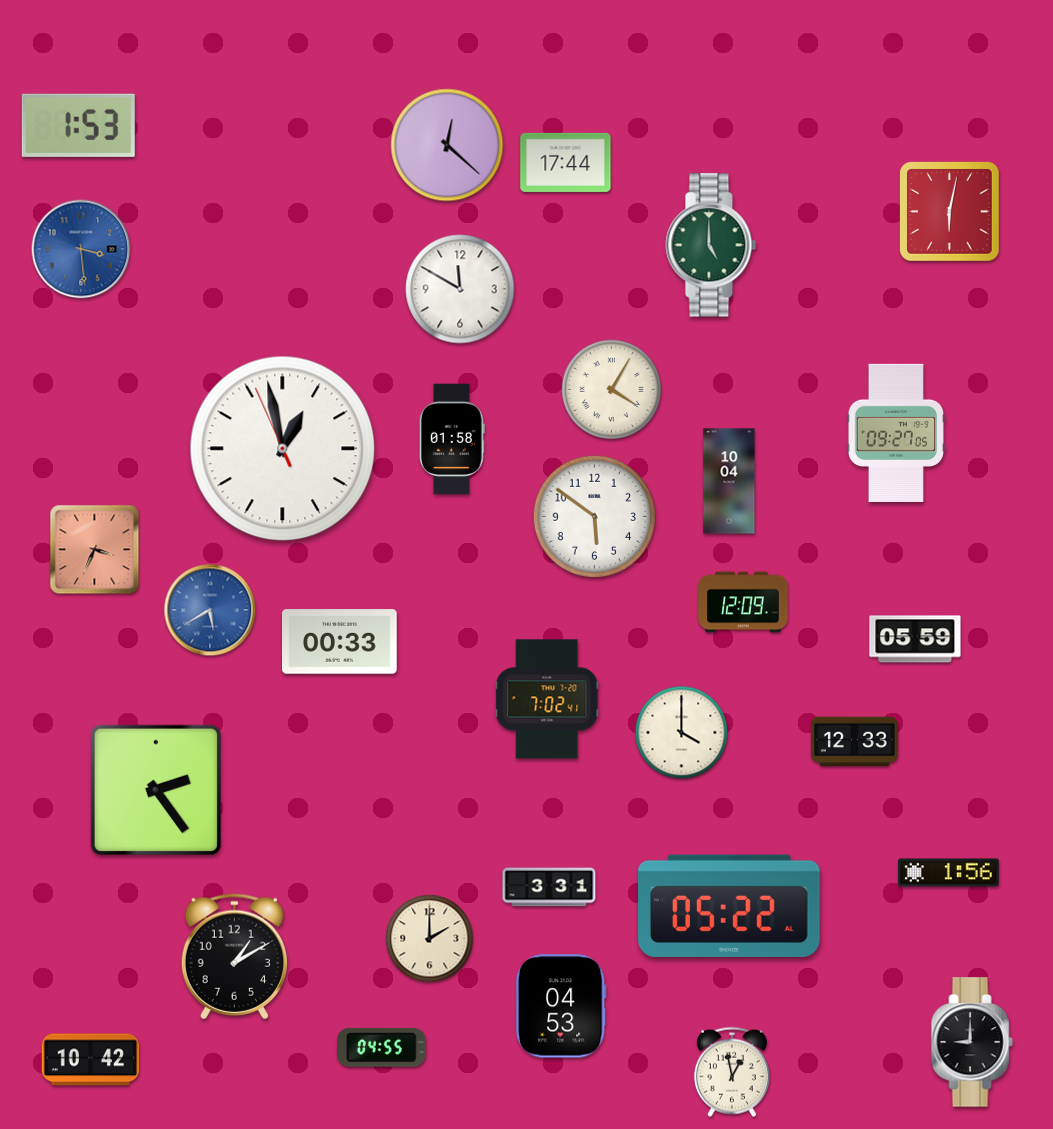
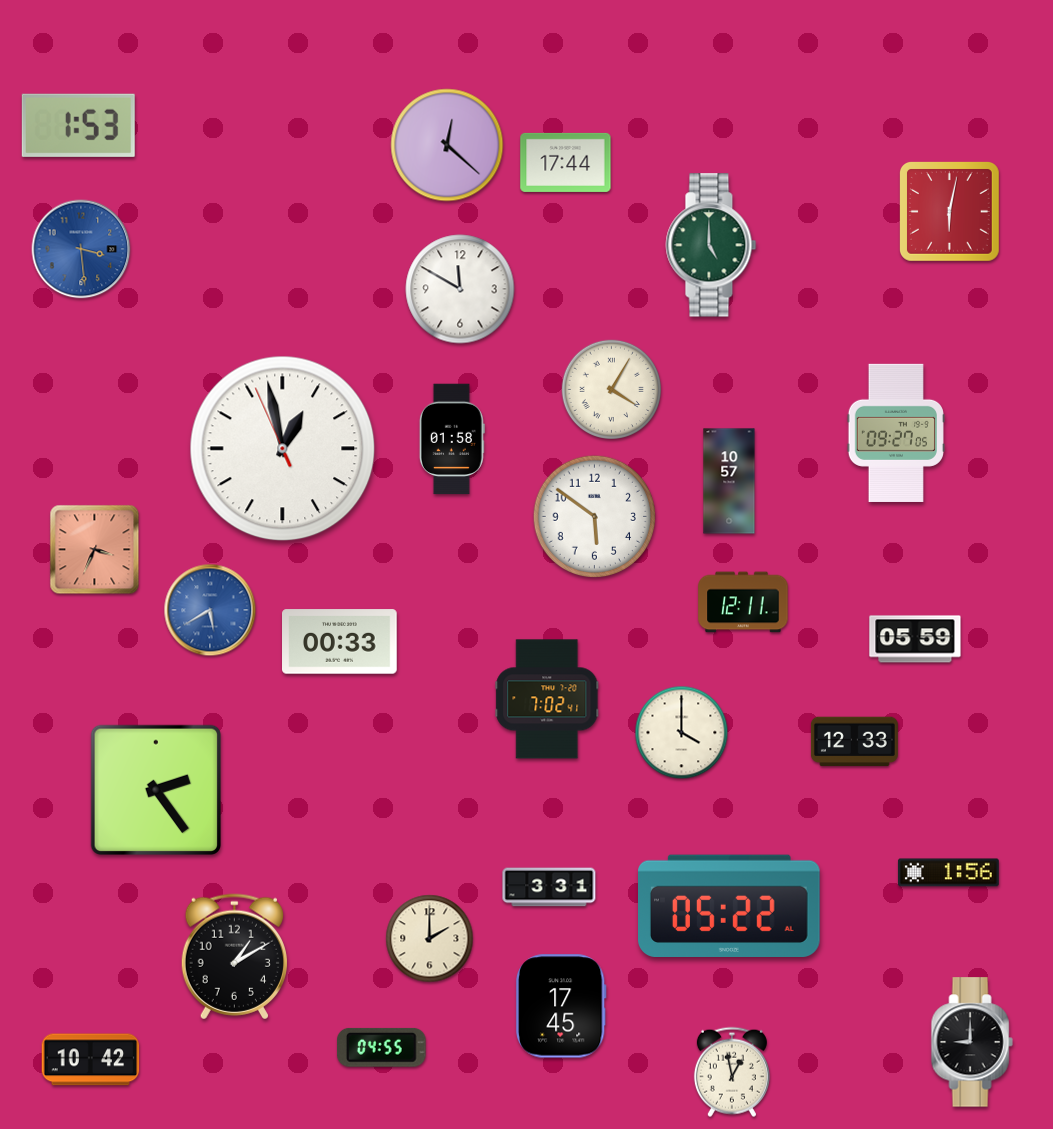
clock at (729, 481): 10:04 -> 10:57
clock at (743, 602): 12:09 -> 12:11
clock at (561, 1006): 04:53 -> 17:45
